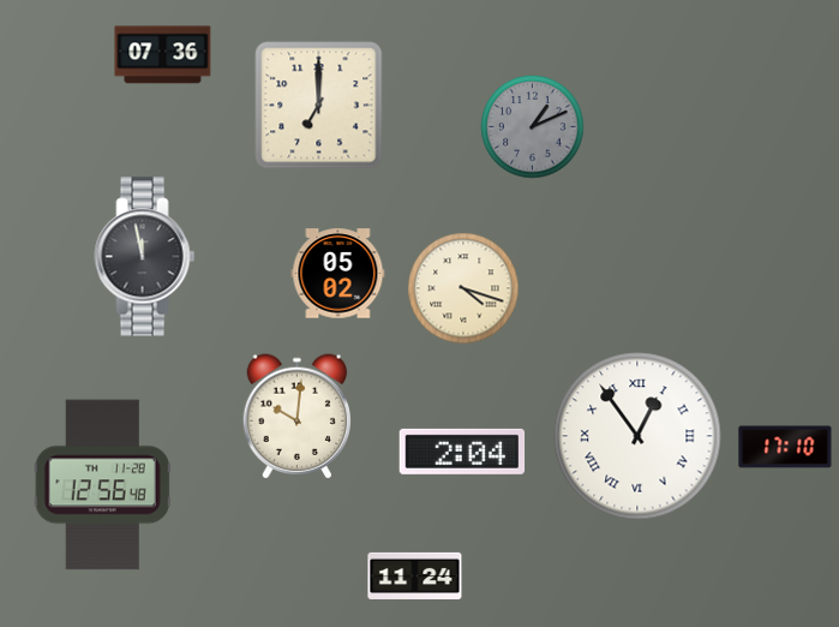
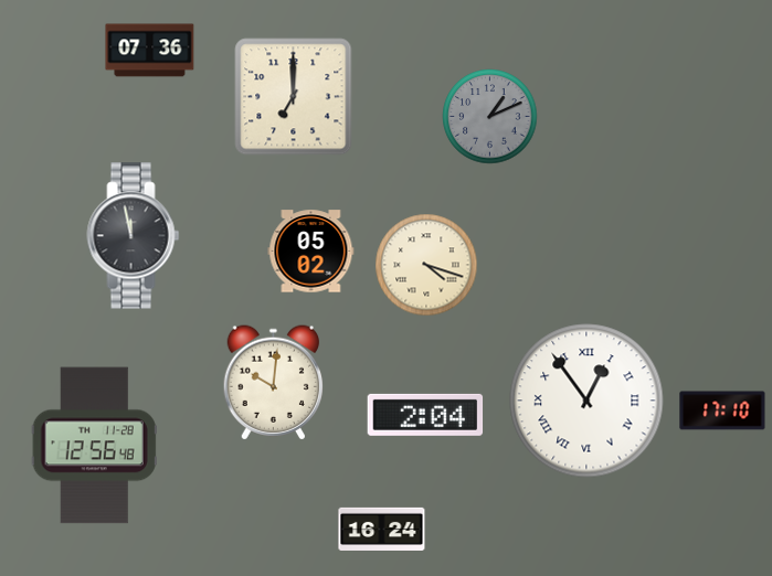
clock at (415, 575): 11:24 -> 16:24
